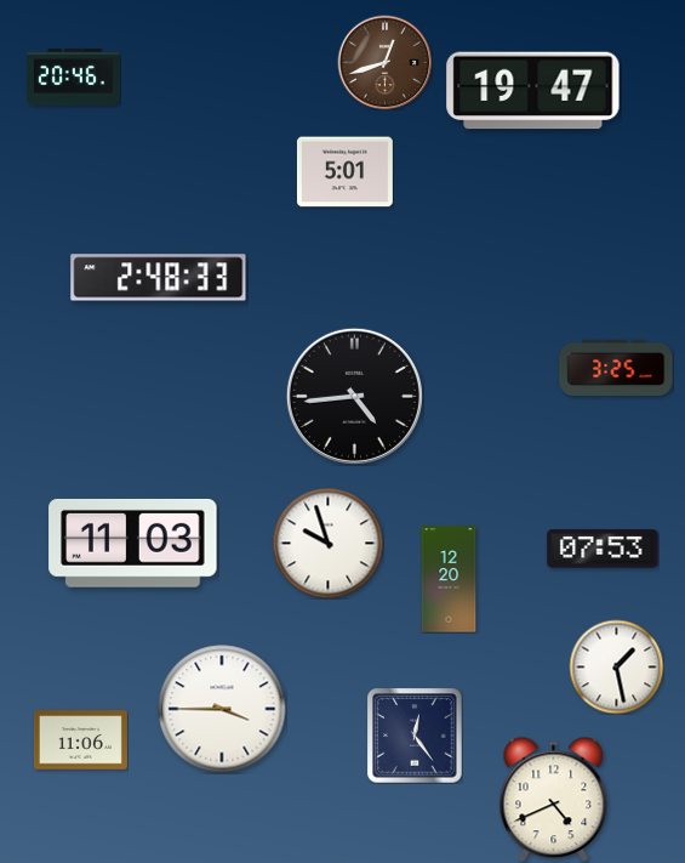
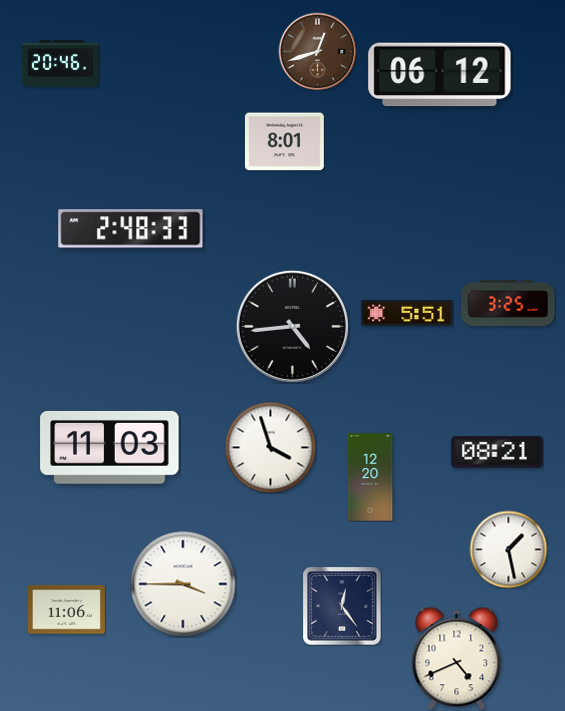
clock at (533, 91): 19:47 -> 06:12
clock at (344, 172): 5:01 -> 8:01
clock at (407, 313): none -> 5:51
clock at (327, 543): 9:57 -> 3:57
clock at (603, 549): 07:53 -> 08:21
